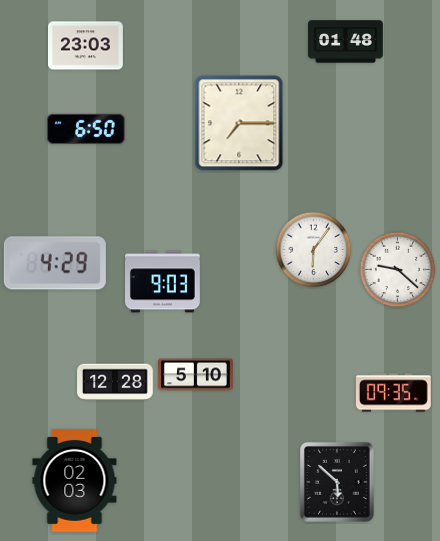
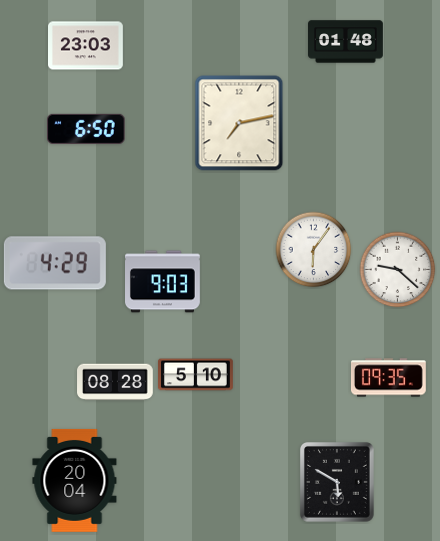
clock at (239, 123): 7:15 -> 7:13
clock at (115, 382): 12:28 -> 08:28
clock at (394, 393) position: (394, 393) -> (389, 378)
clock at (75, 480): 02:03 -> 20:04
clock at (337, 483): 5:52 -> 5:50
